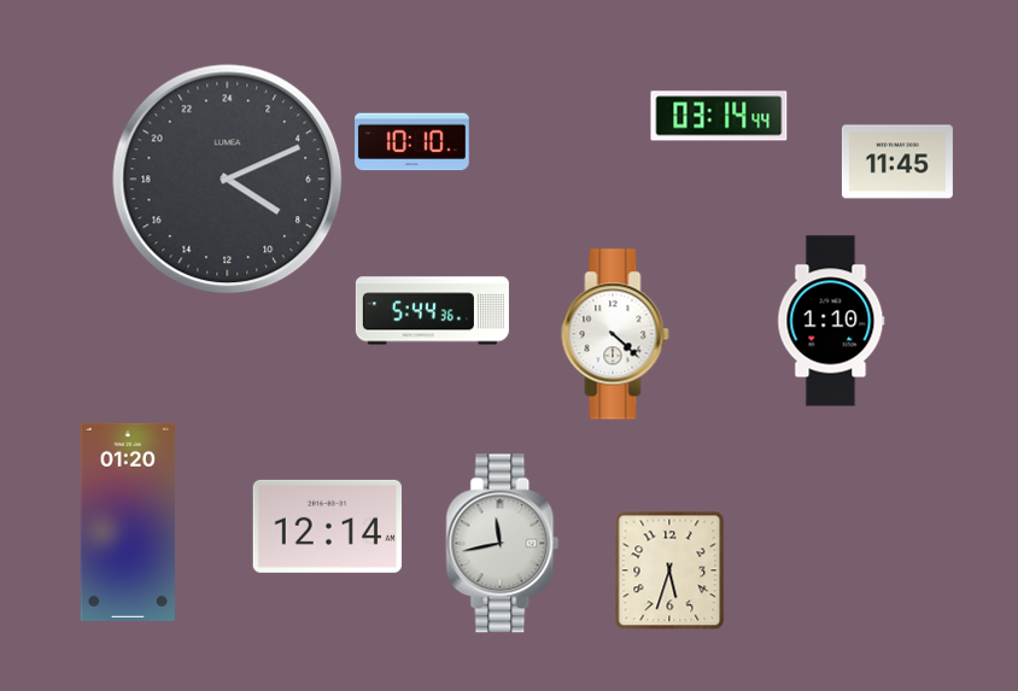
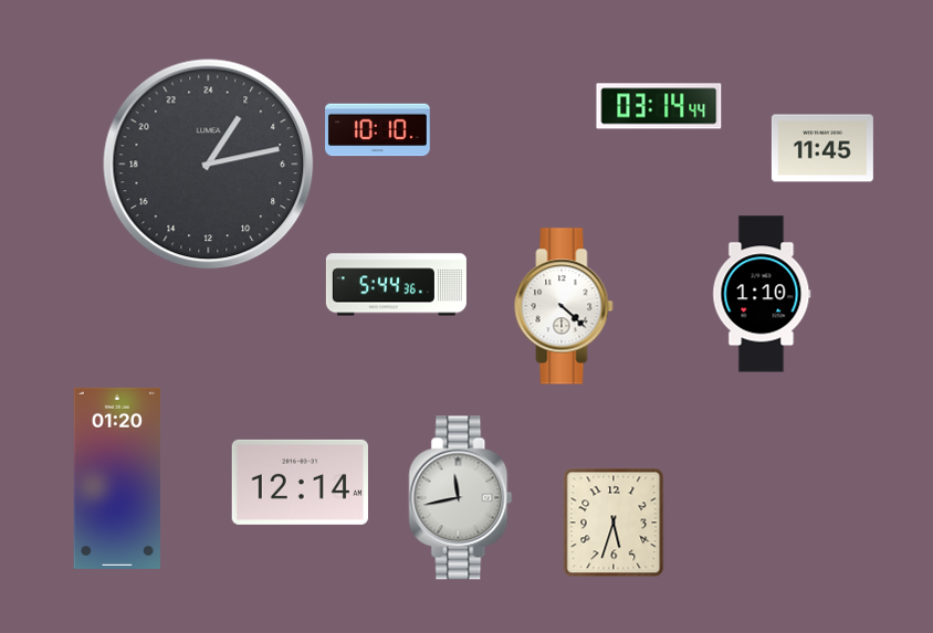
clock at (228, 180): 8:11 -> 2:13
